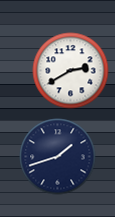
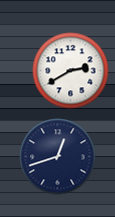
clock at (58, 157): 1:42 -> 12:42
